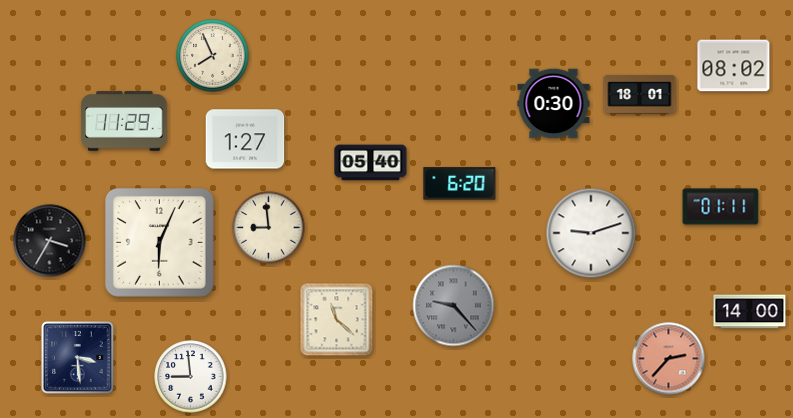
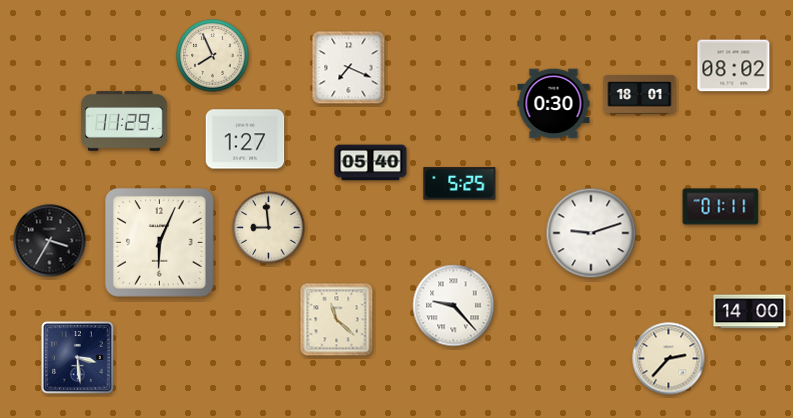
clock at (349, 68): none -> 7:19
clock at (460, 184): 6:20 -> 5:25
clock at (454, 306) dial: grey -> white
clock at (669, 359) dial: salmon -> cream
clock at (191, 377): 8:59 -> none
